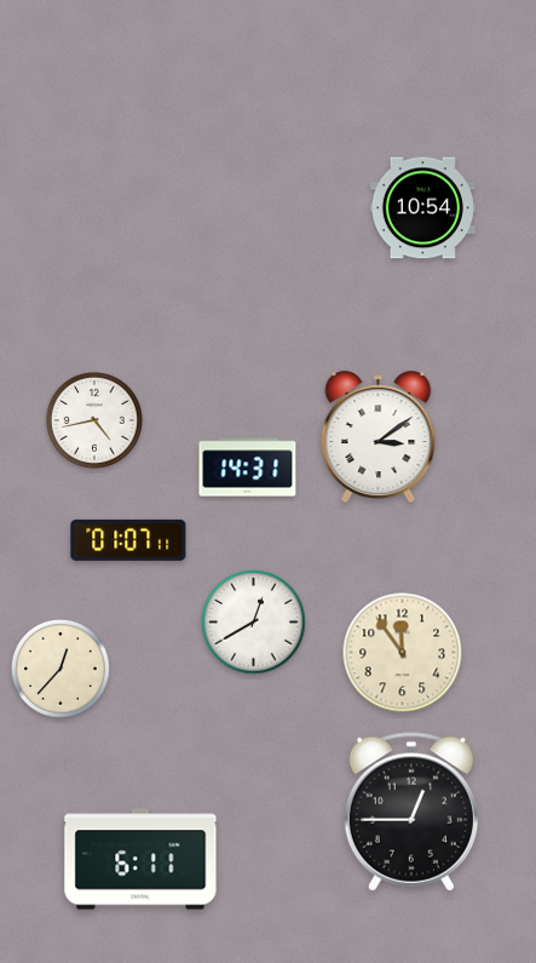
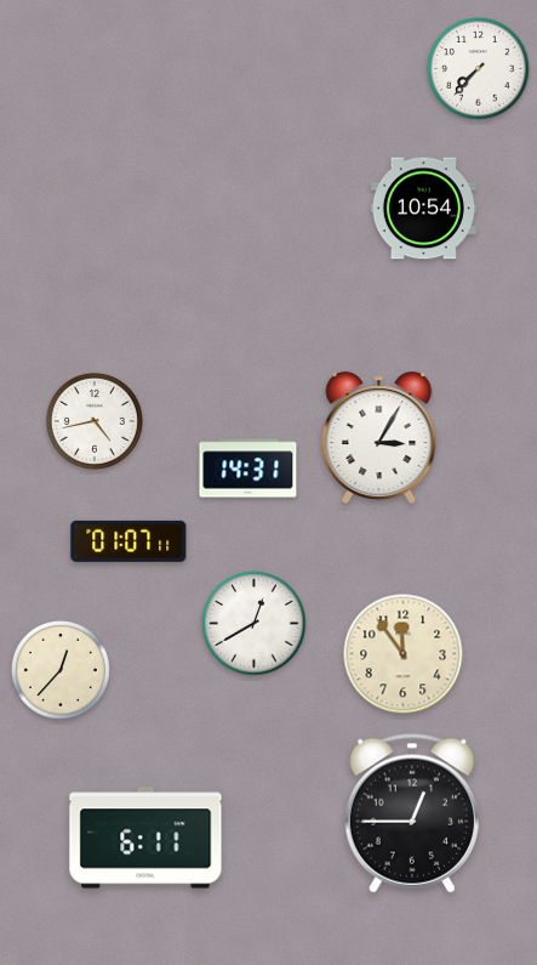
clock at (479, 69): none -> 7:37
clock at (379, 437): 3:09 -> 3:05
clock at (140, 859) position: (140, 859) -> (145, 838)
